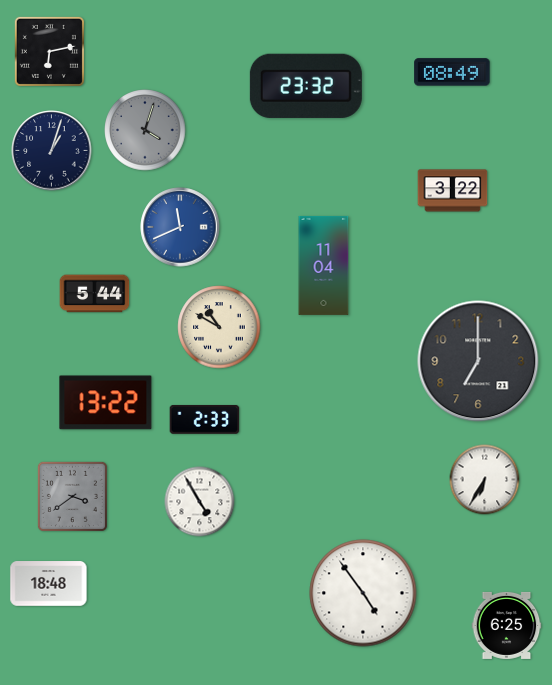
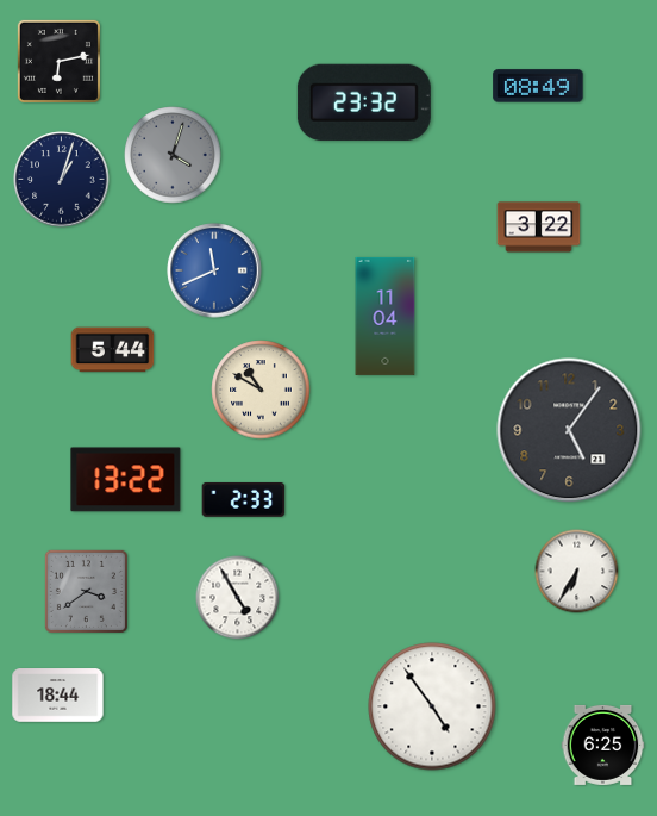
clock at (478, 361): 7:00 -> 5:06
clock at (49, 584): 18:48 -> 18:44
